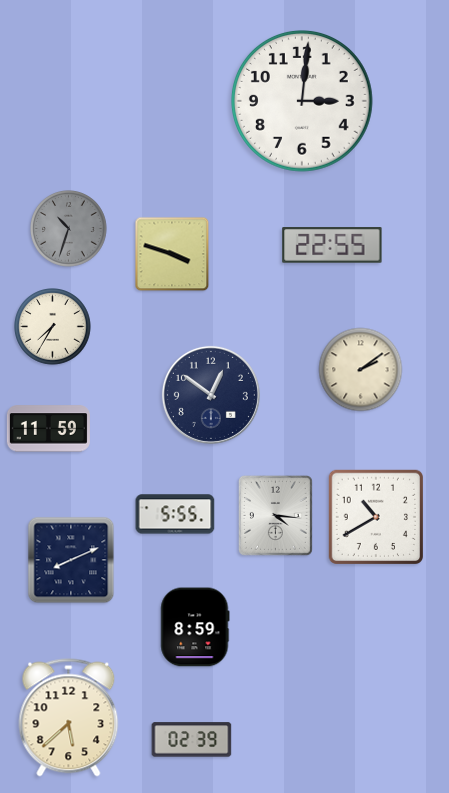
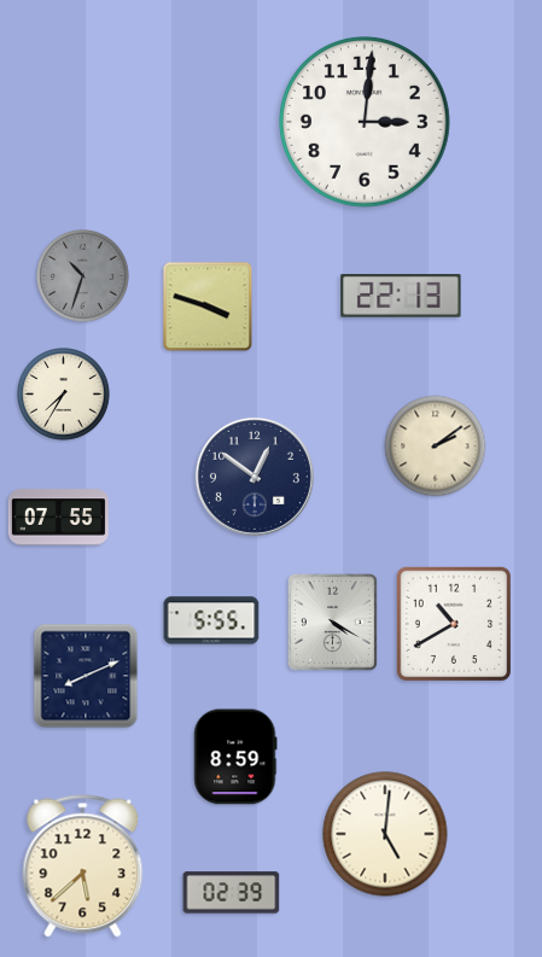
clock at (332, 245): 22:55 -> 22:13
clock at (48, 429): 11:59 -> 07:55
clock at (275, 515): 4:16 -> 4:20
clock at (385, 834): none -> 5:01
